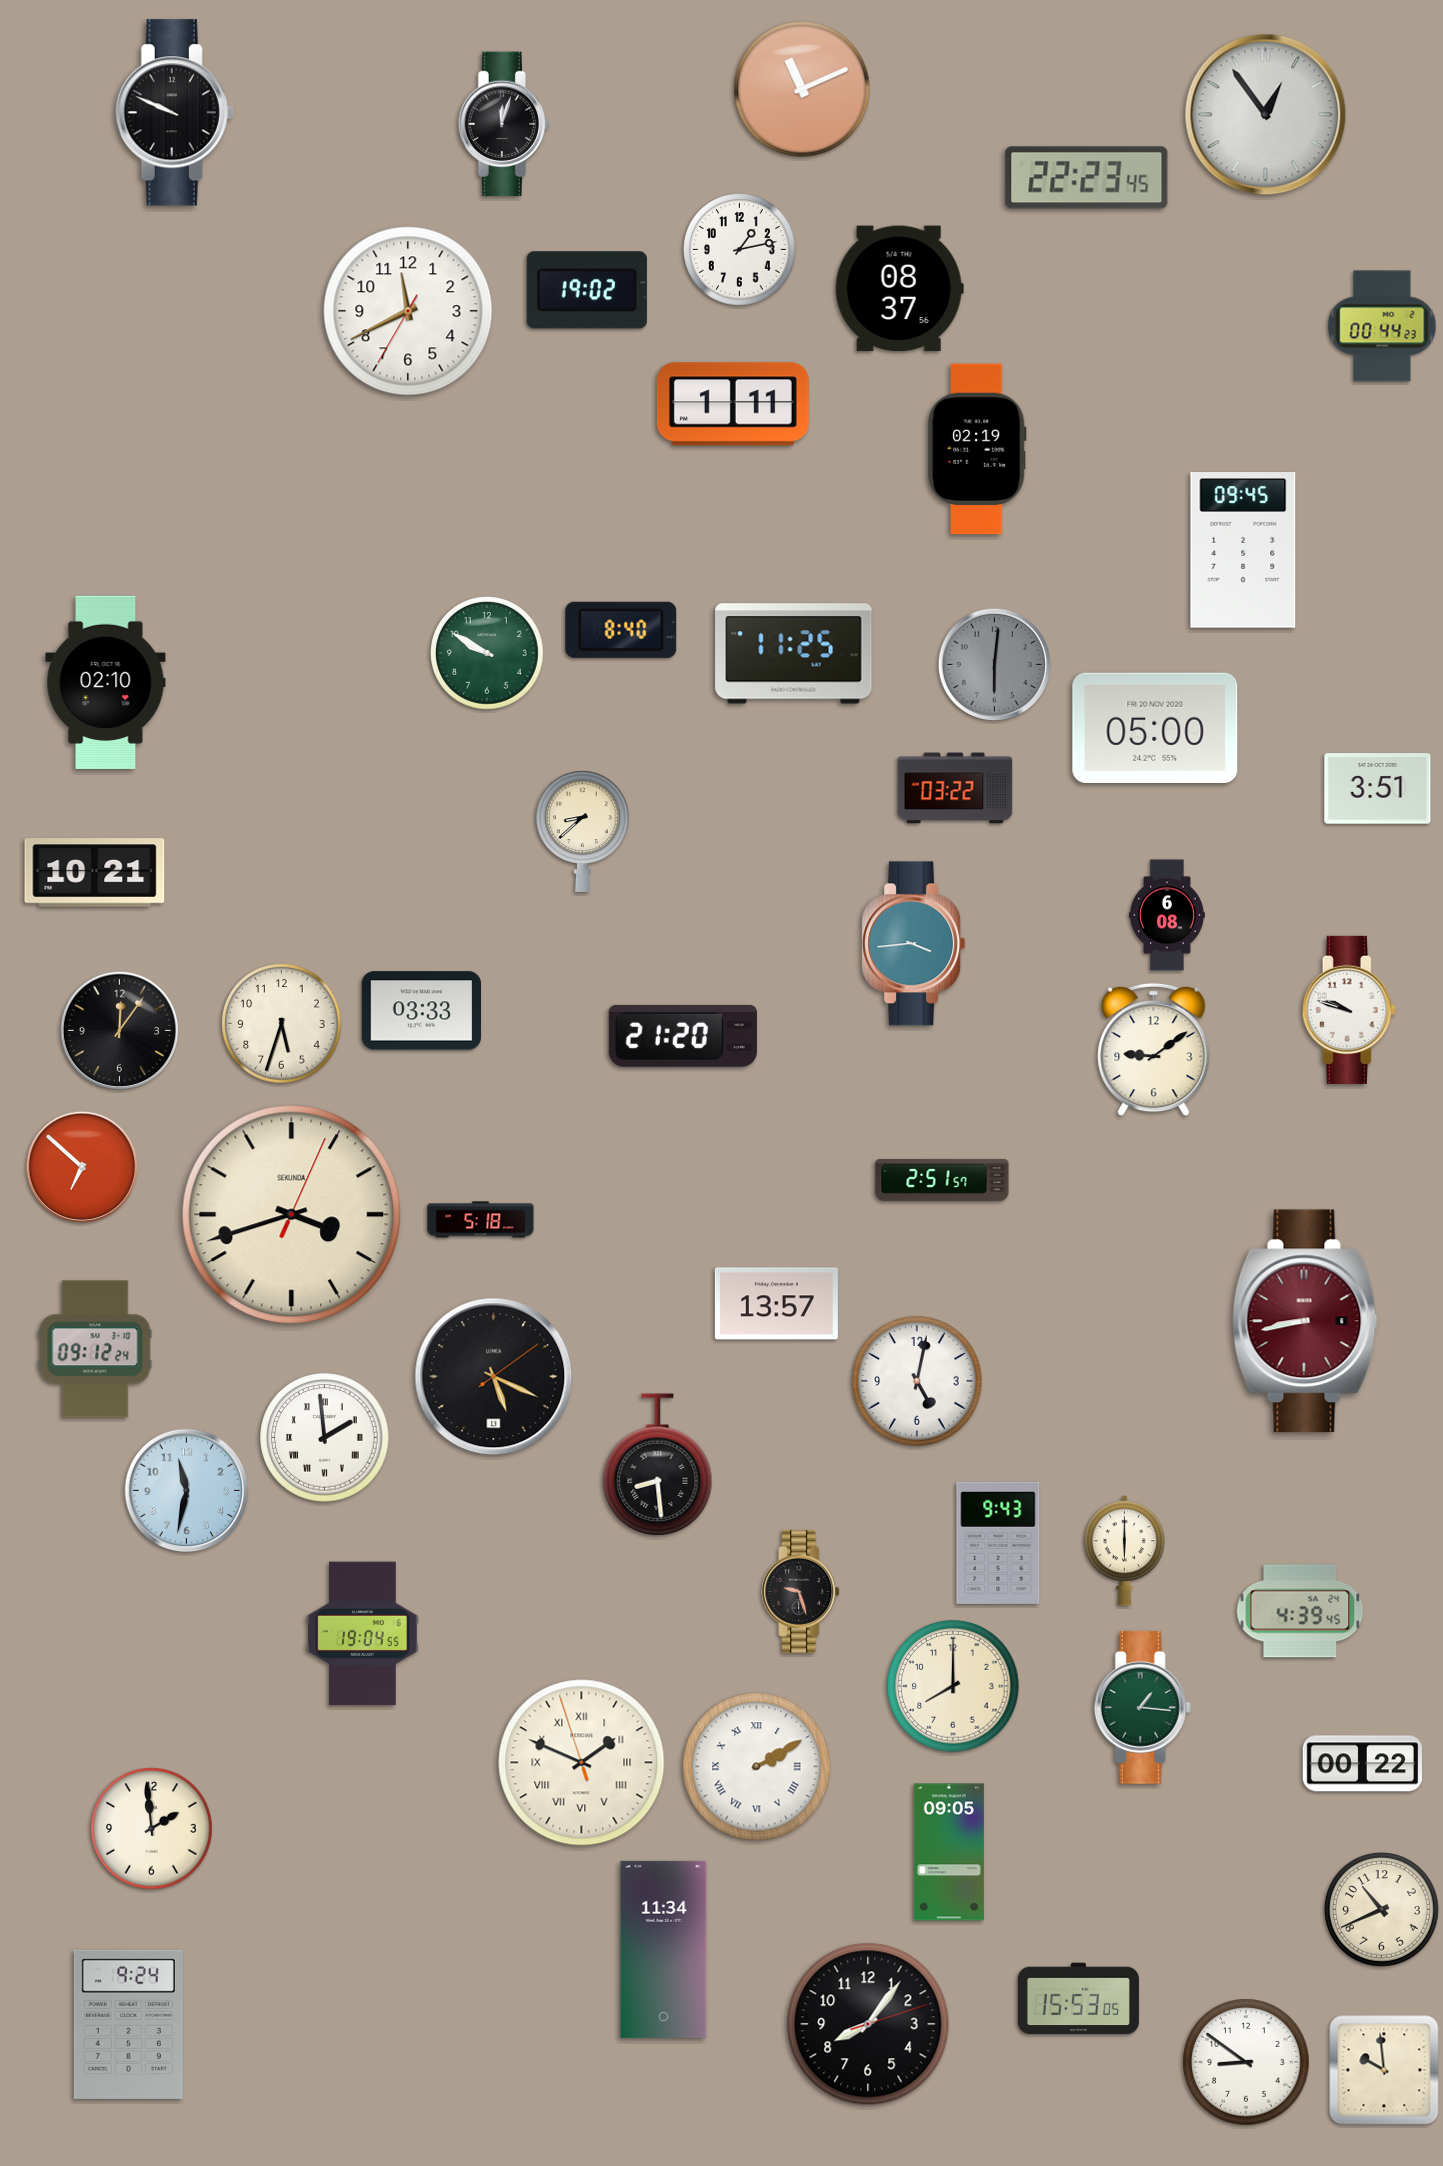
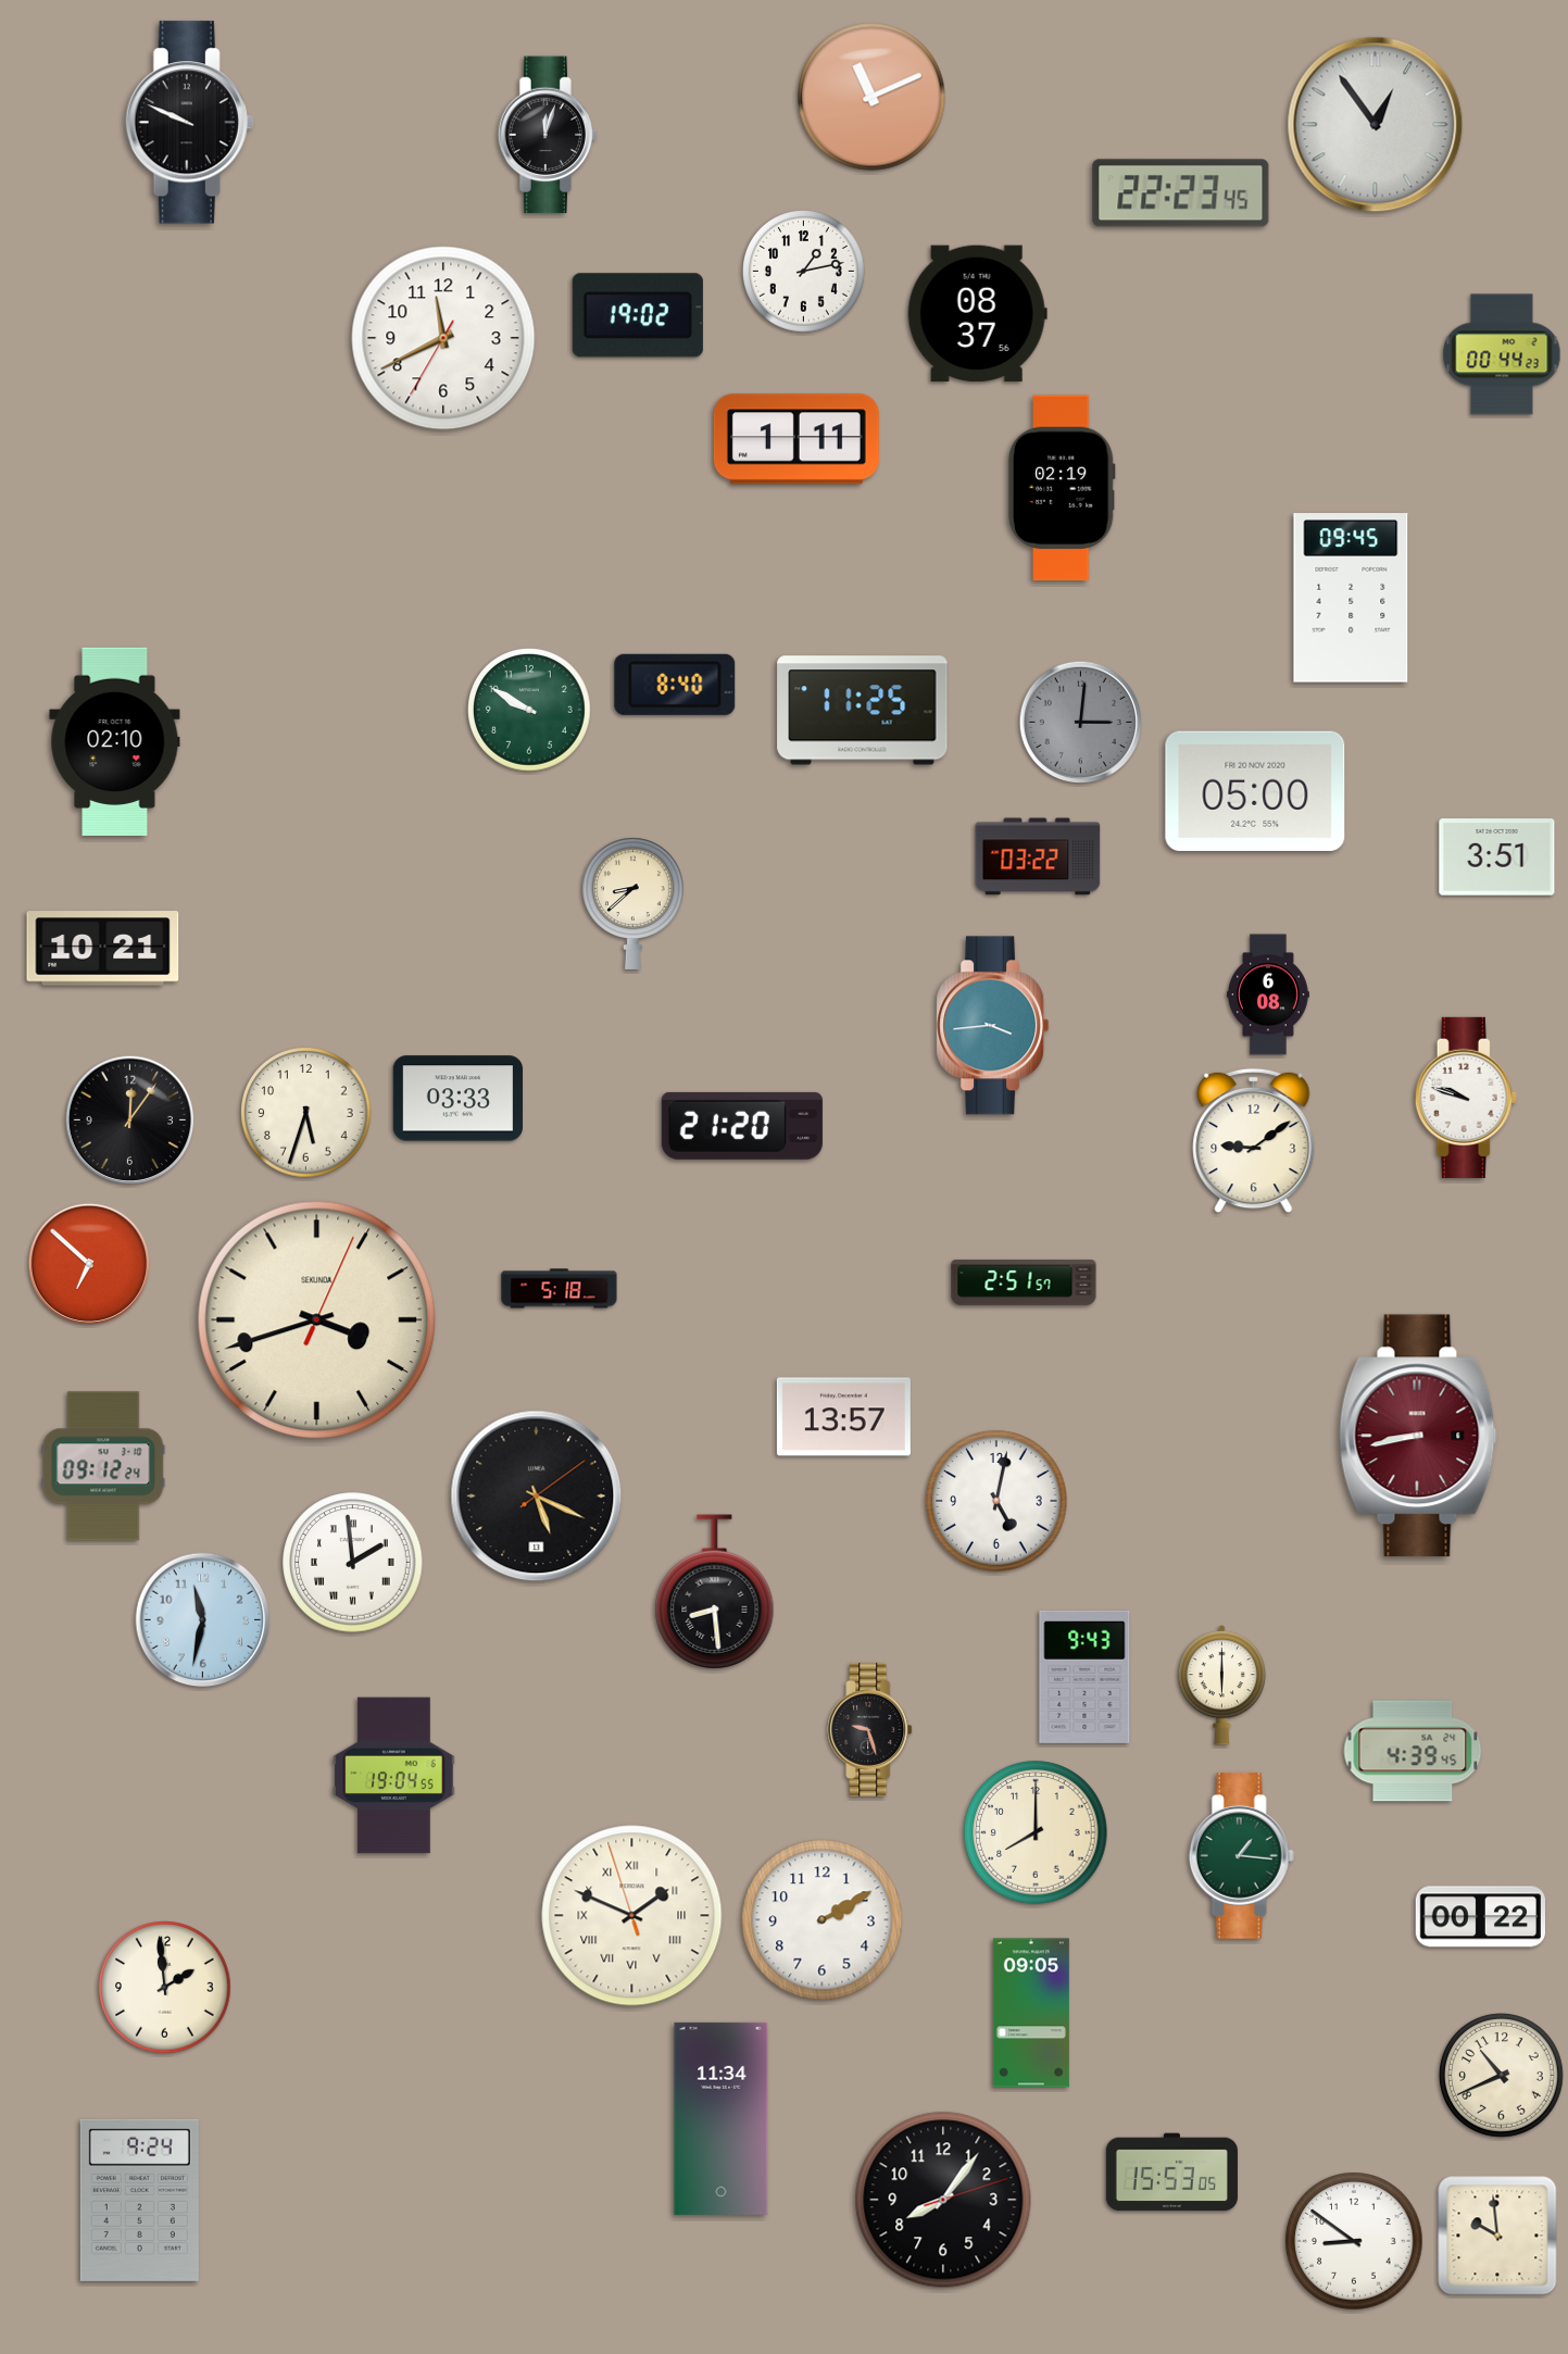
clock at (994, 664): 6:01 -> 3:01
clock at (81, 1166) position: (81, 1166) -> (88, 1263)
clock at (481, 1220) position: (481, 1220) -> (560, 1289)
clock at (757, 1767) numerals: Roman -> Arabic
clock at (1384, 2070) position: (1384, 2070) -> (1497, 2236)
